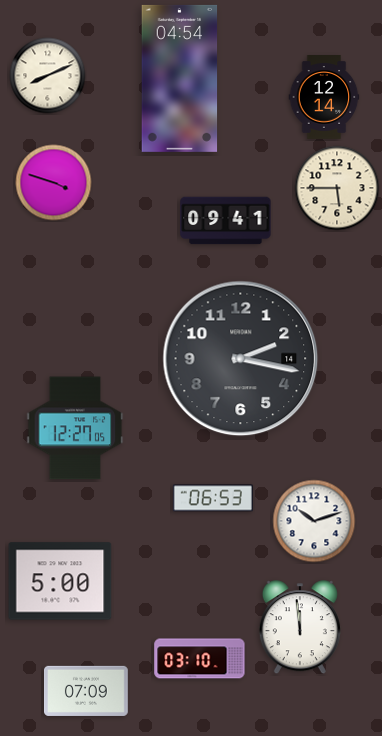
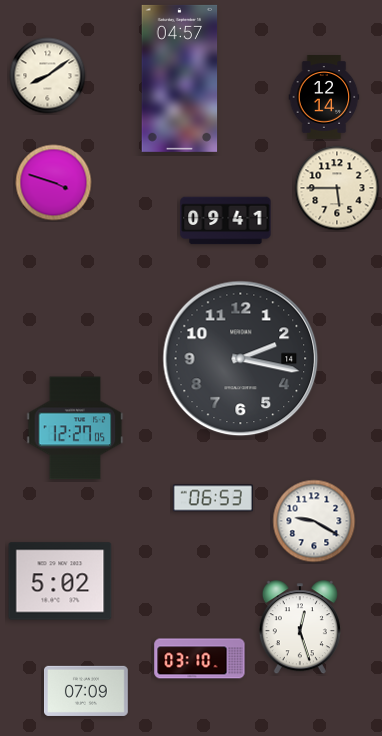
clock at (48, 76): 8:11 -> 8:09
clock at (180, 78): 04:54 -> 04:57
clock at (314, 521): 10:12 -> 9:20
clock at (60, 581): 5:00 -> 5:02
clock at (300, 628): 11:59 -> 12:27
